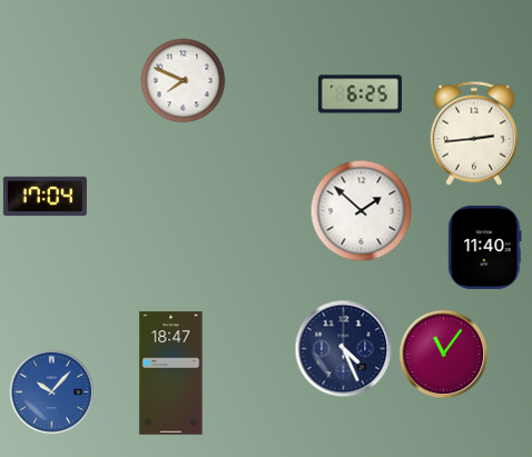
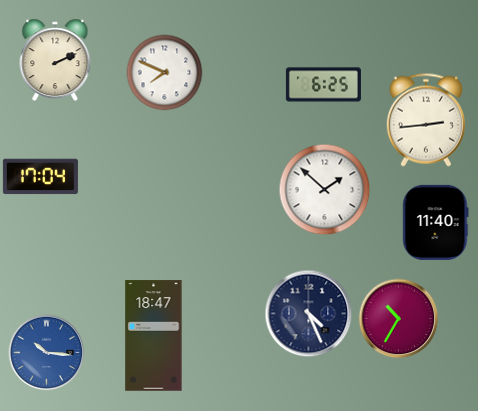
clock at (55, 60): none -> 2:11
clock at (444, 355): 11:06 -> 10:35
clock at (52, 393): 10:07 -> 10:16
